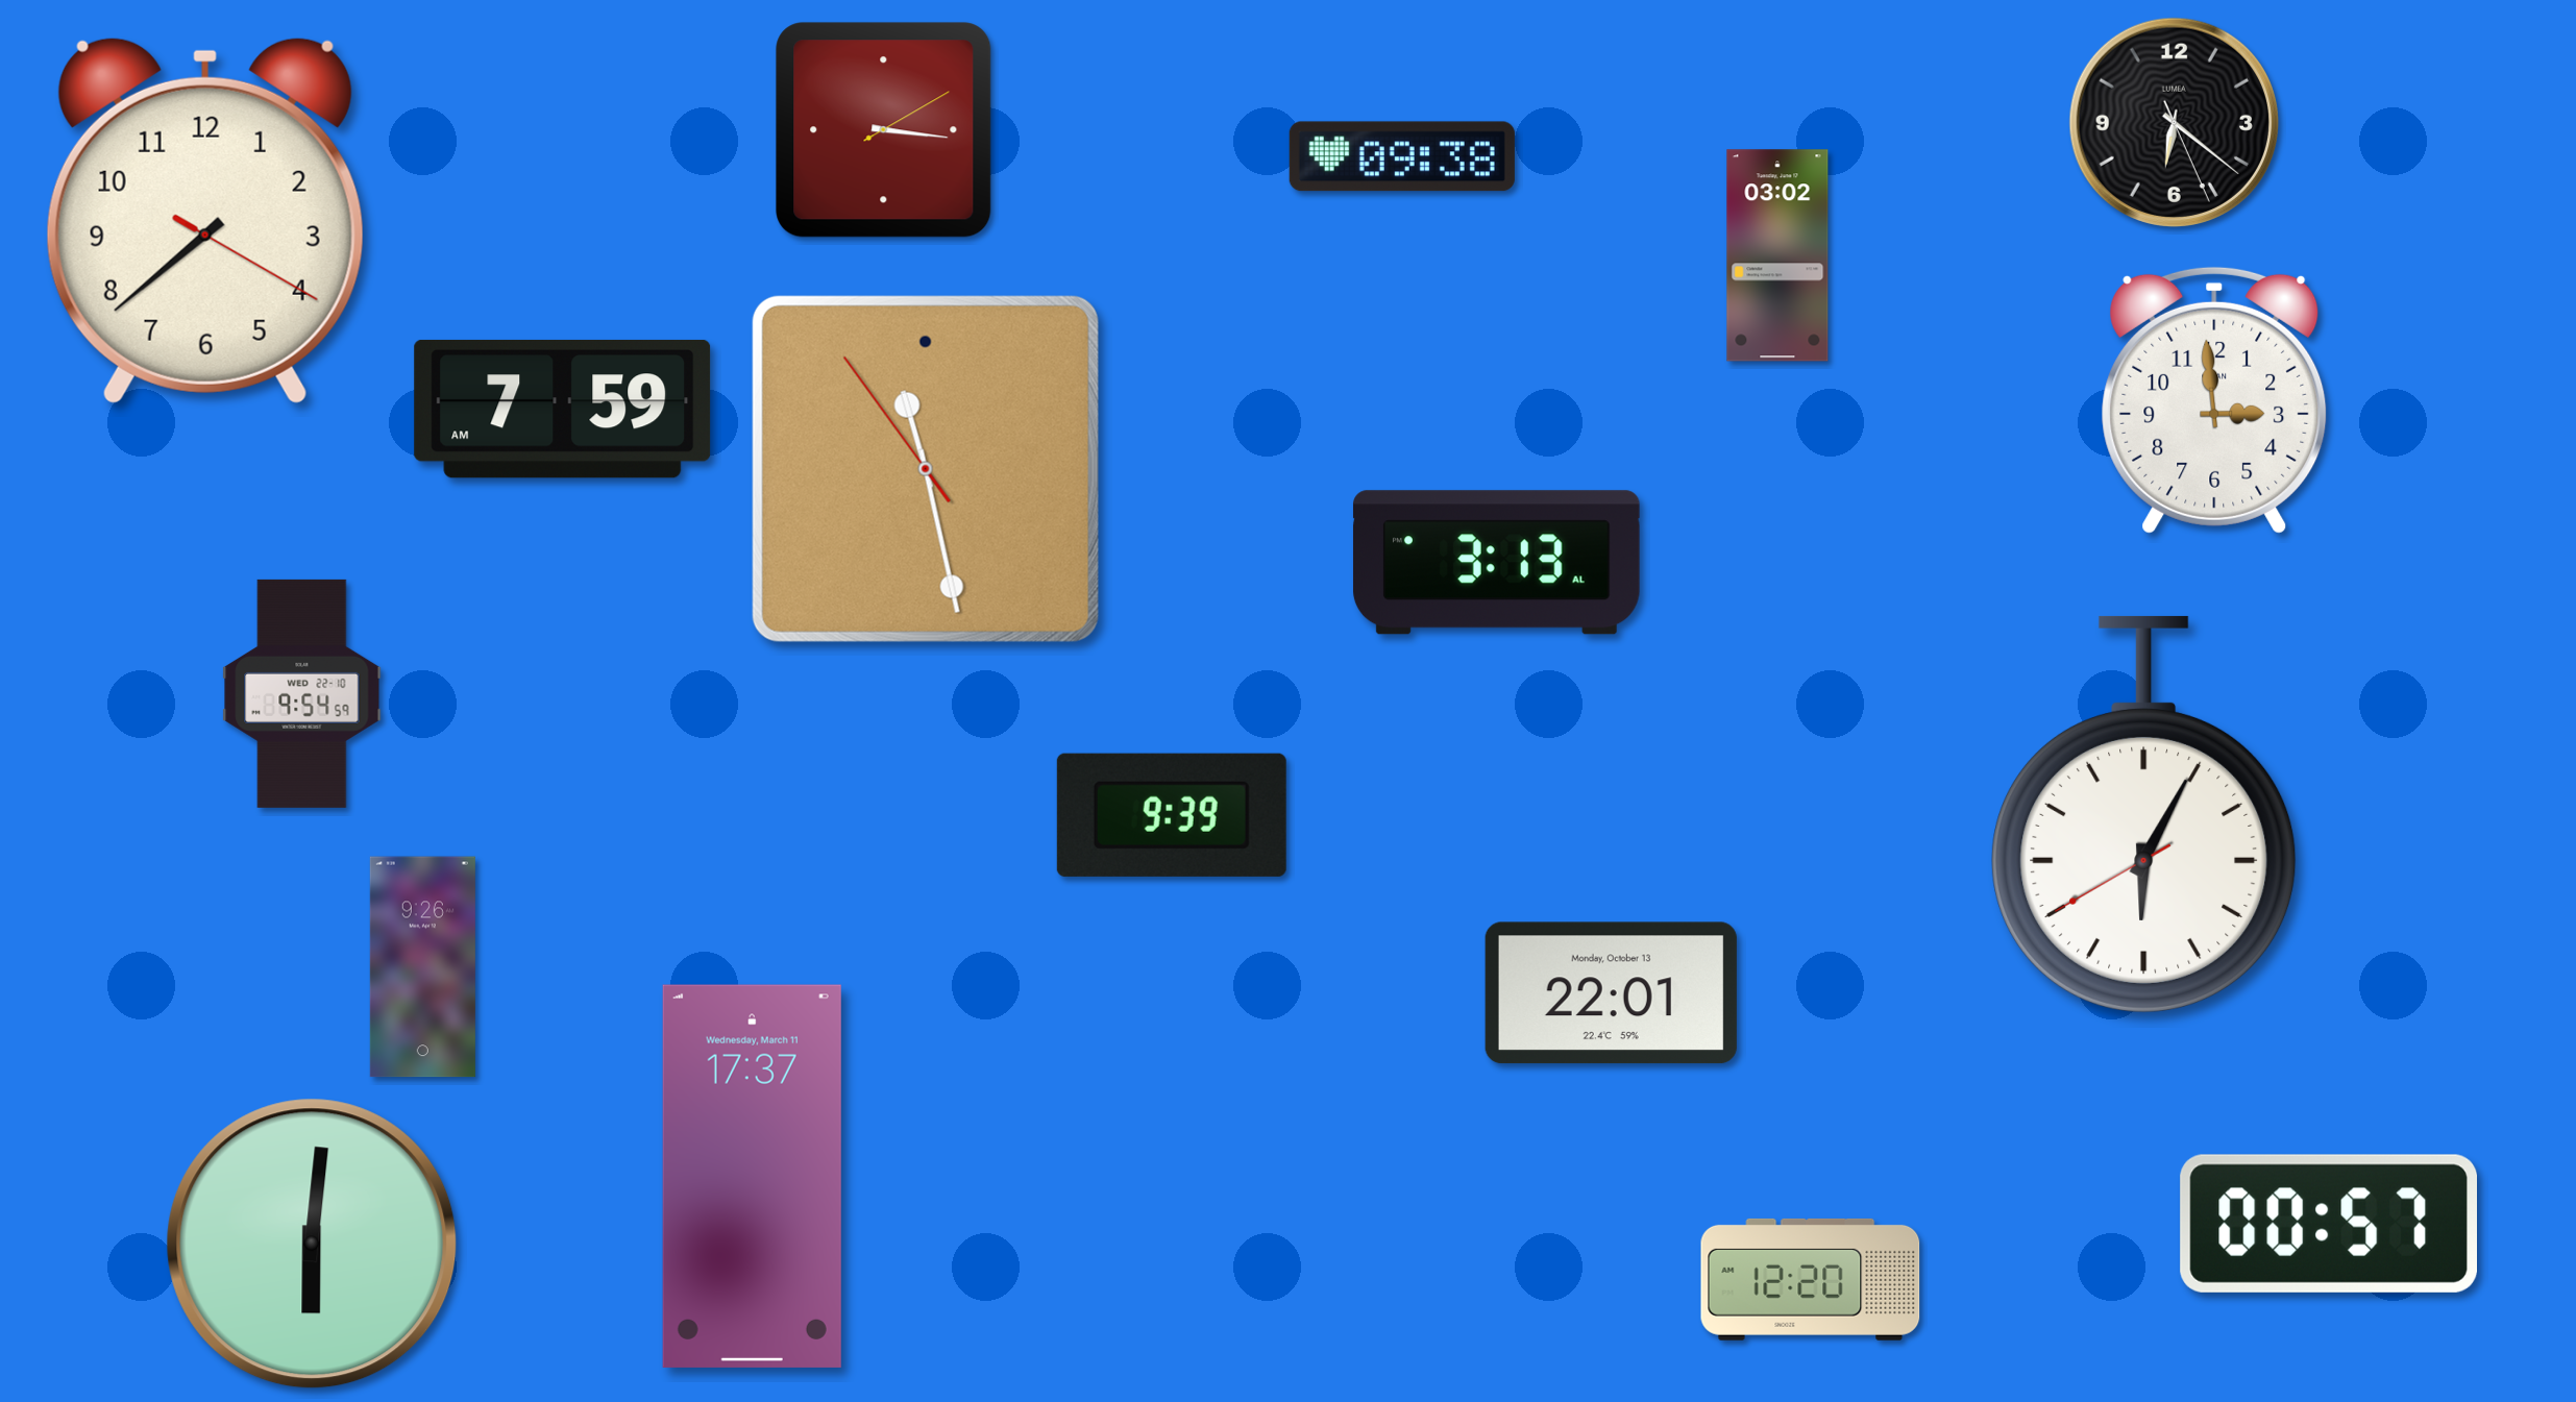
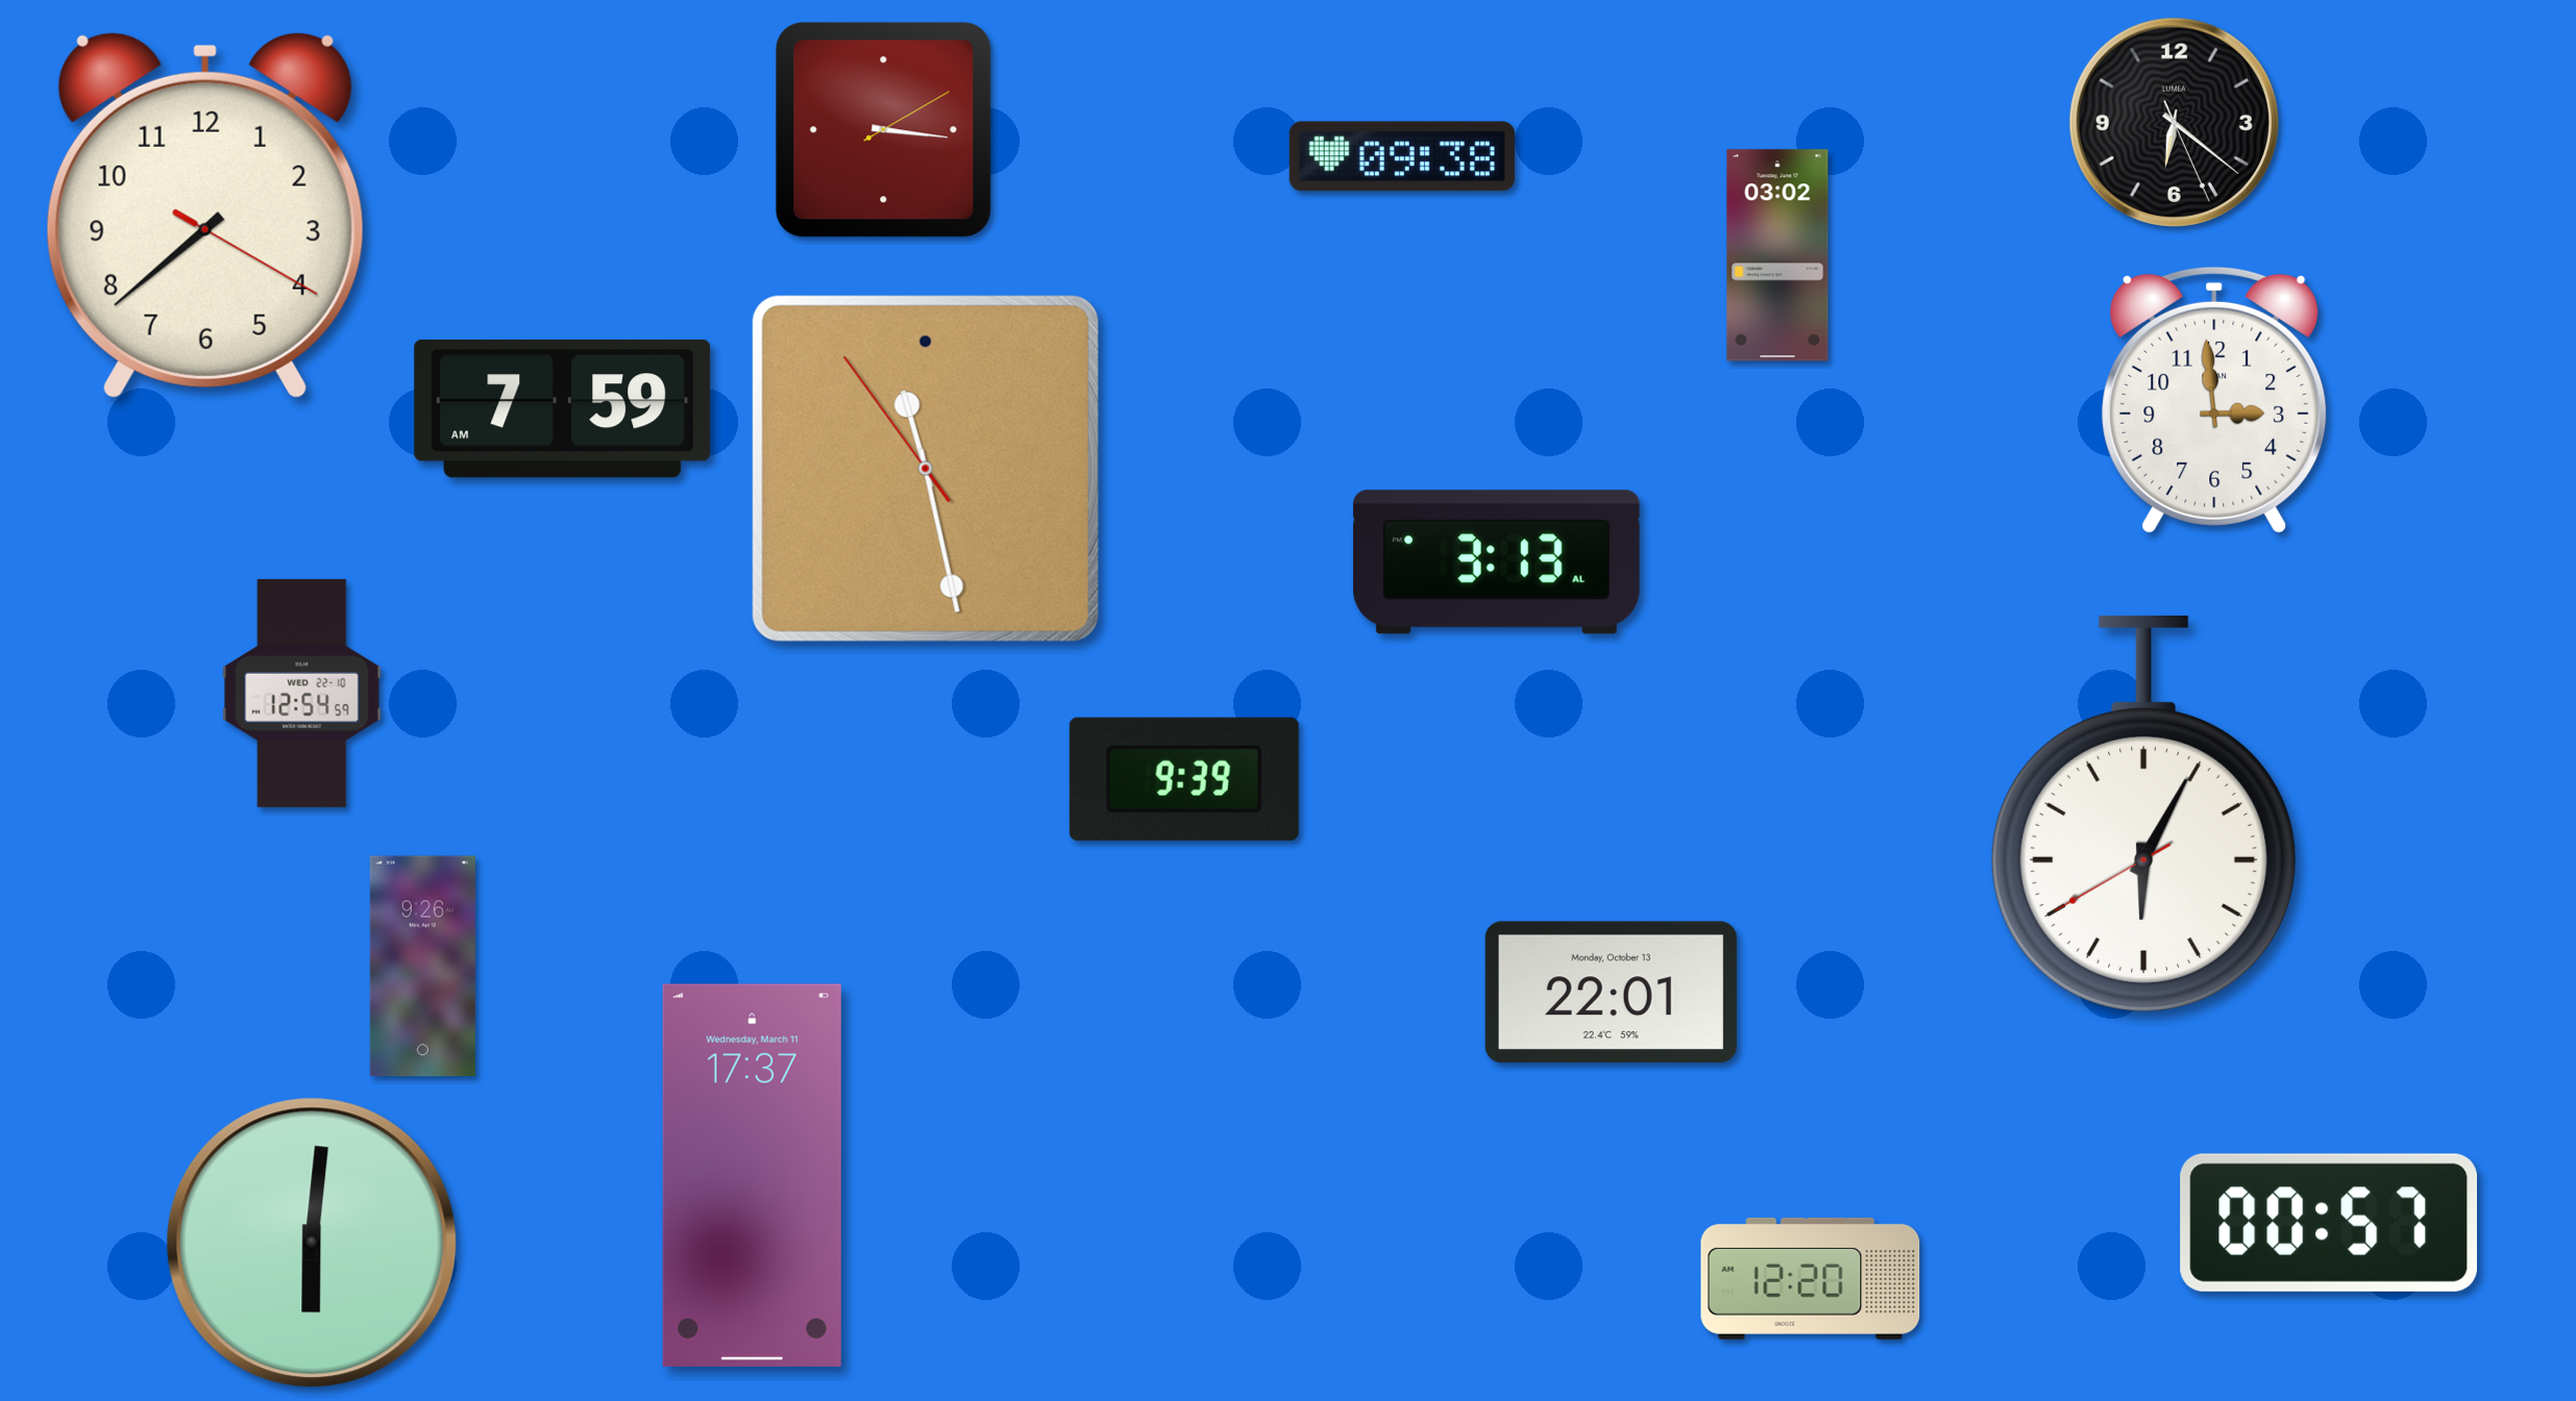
clock at (205, 220) position: (205, 220) -> (205, 215)
clock at (302, 693): 9:54 -> 12:54
clock at (1172, 815) position: (1172, 815) -> (1184, 779)
